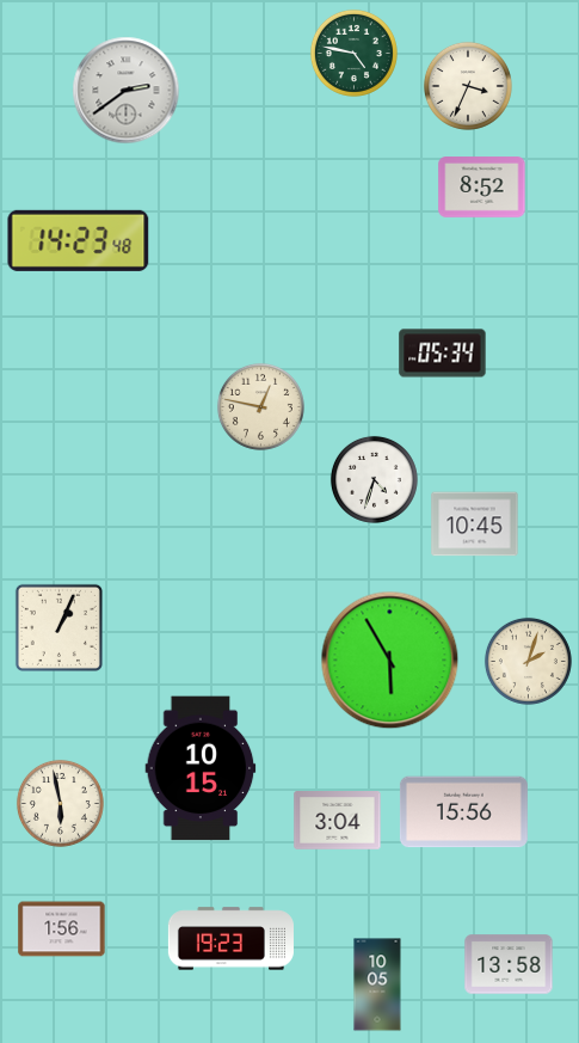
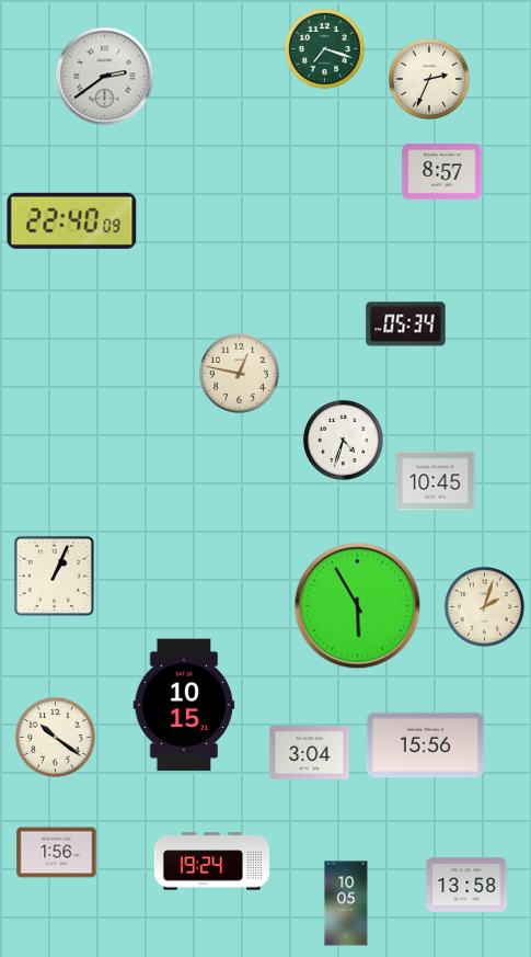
clock at (353, 53): 4:47 -> 7:18
clock at (468, 86): 3:34 -> 2:34
clock at (127, 91) position: (127, 91) -> (105, 77)
clock at (482, 188): 8:52 -> 8:57
clock at (79, 240): 14:23 -> 22:40
clock at (60, 803): 5:58 -> 10:21
clock at (230, 939): 19:23 -> 19:24
